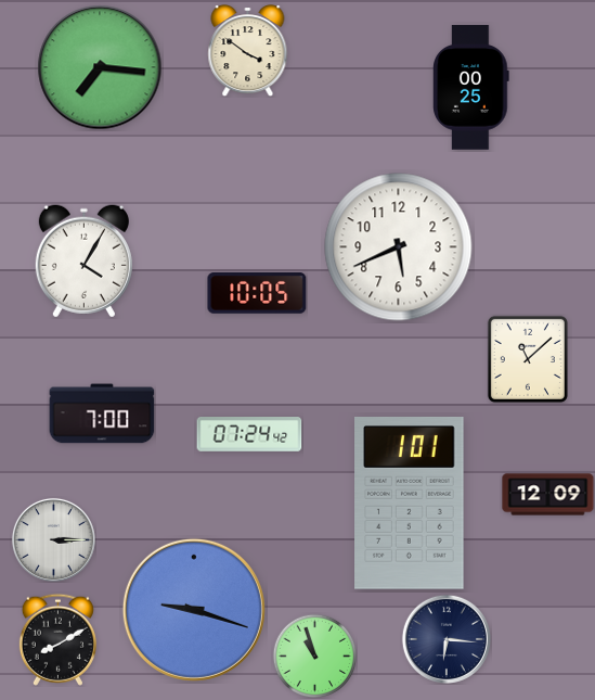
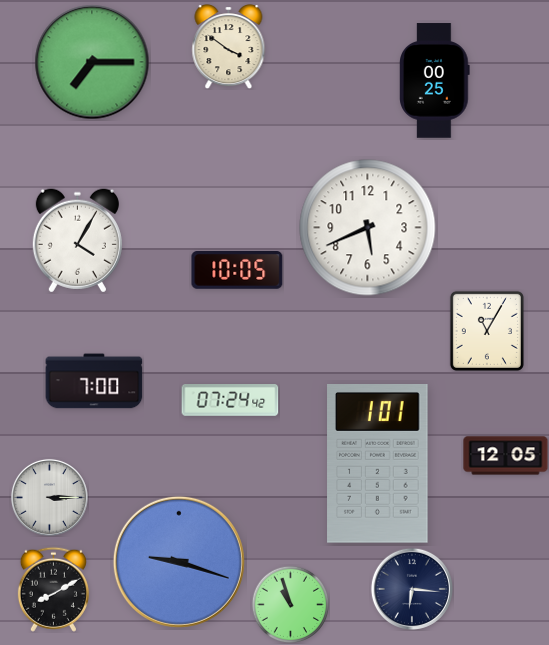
clock at (100, 67): 7:16 -> 7:15
clock at (528, 359): 11:08 -> 11:05
clock at (548, 495): 12:09 -> 12:05
